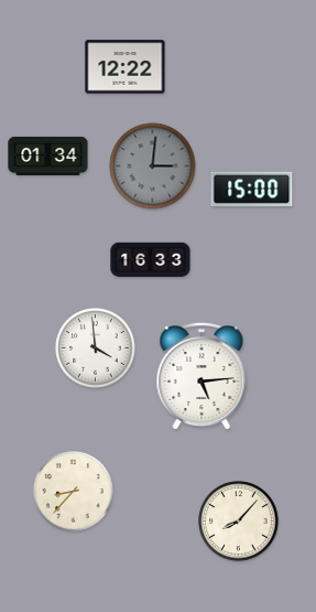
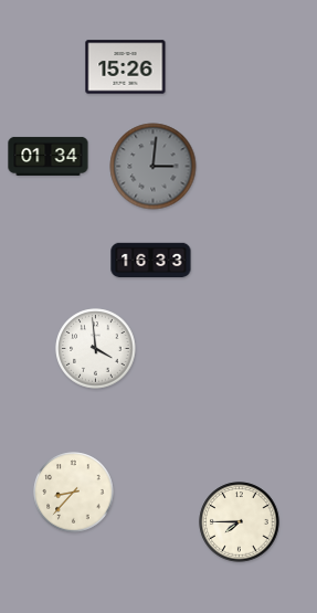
clock at (126, 67): 12:22 -> 15:26
clock at (252, 190): 15:00 -> none
clock at (201, 377): 5:14 -> none
clock at (239, 522): 8:07 -> 7:45
